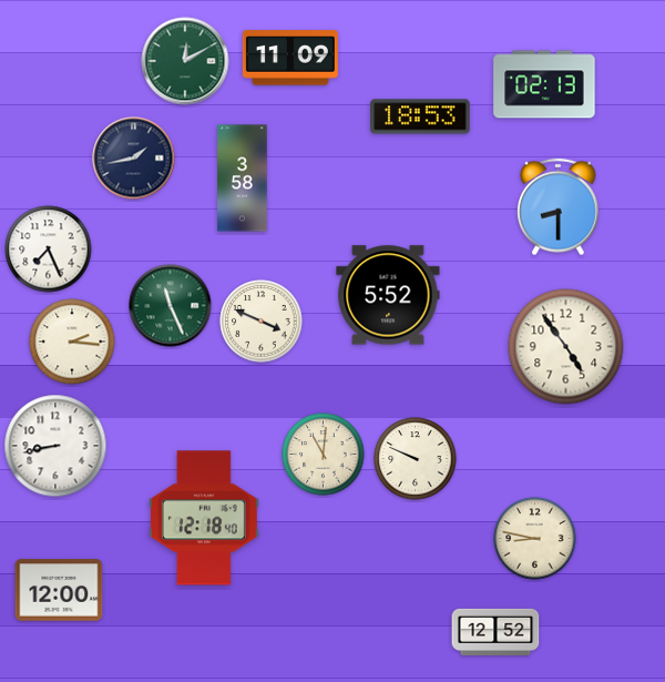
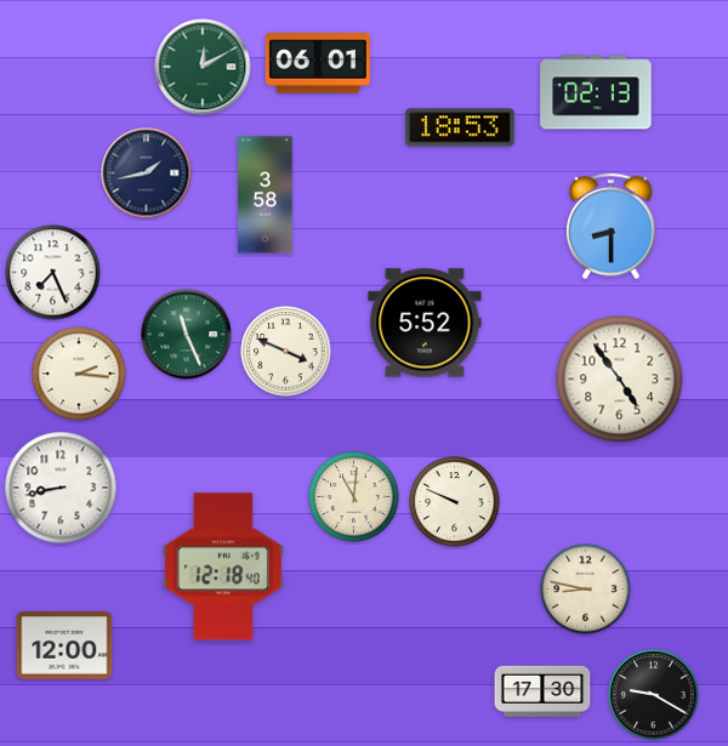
clock at (290, 58): 11:09 -> 06:01
clock at (495, 632): 12:52 -> 17:30
clock at (654, 695): none -> 9:20
